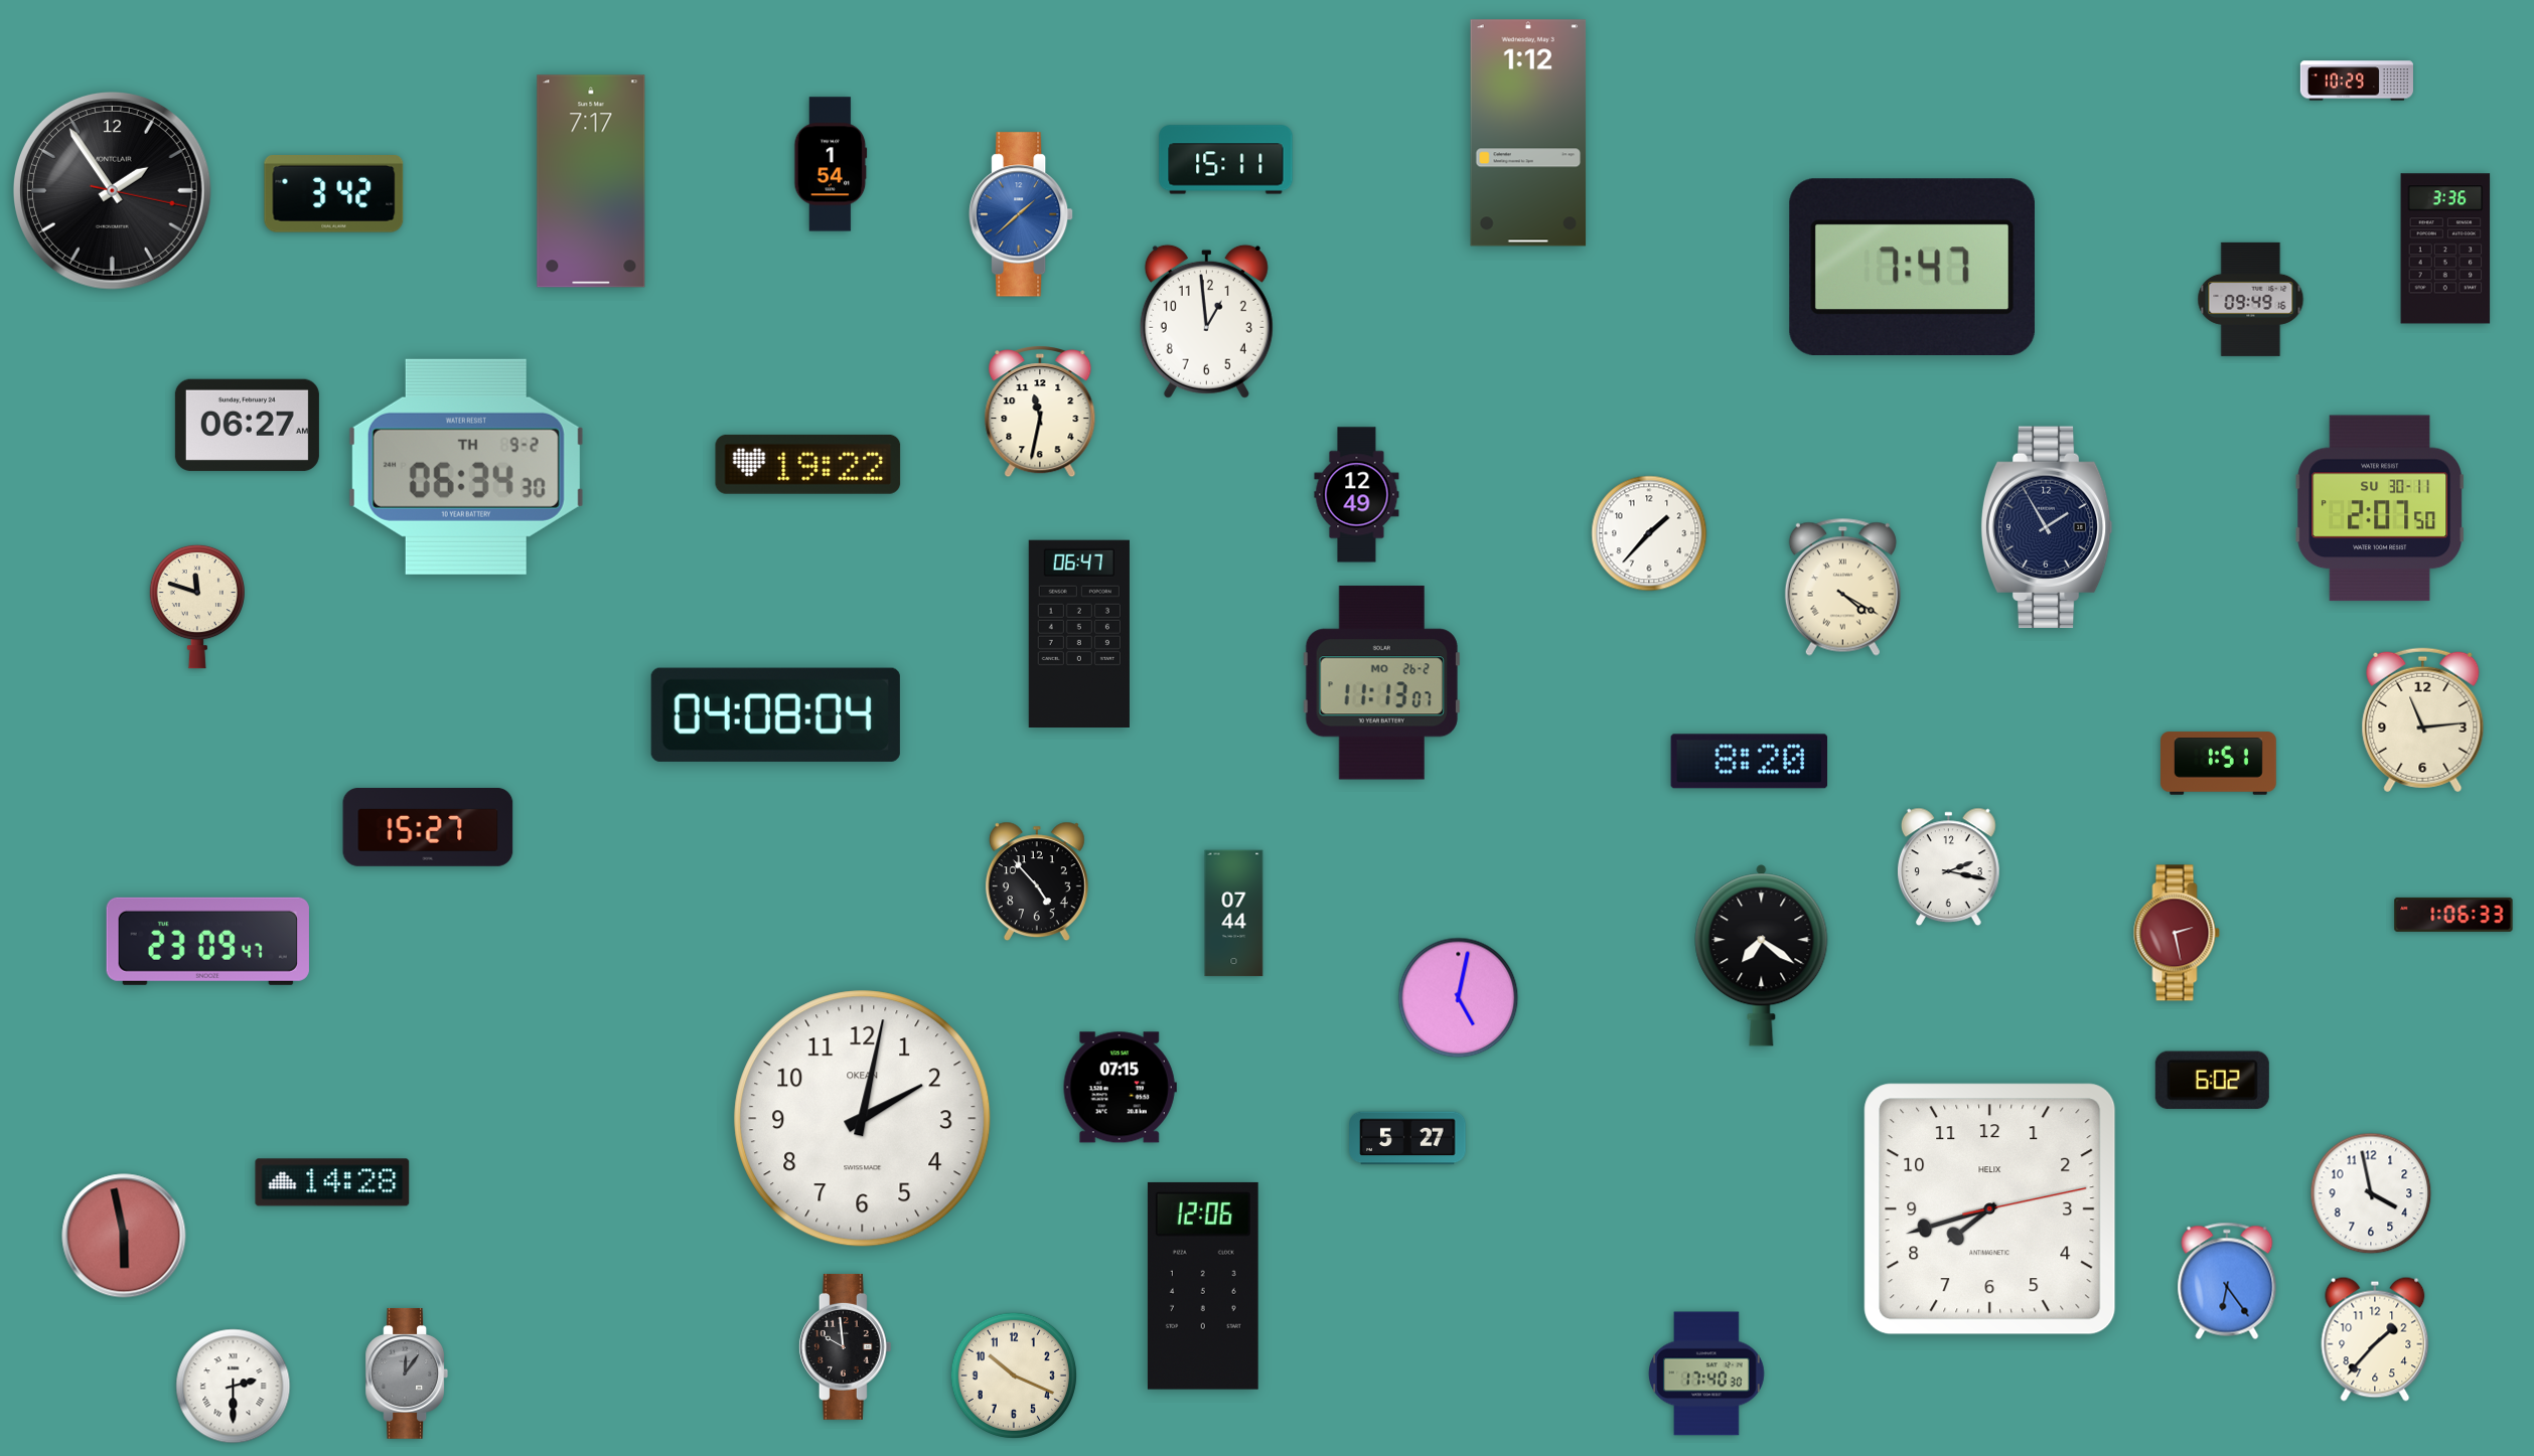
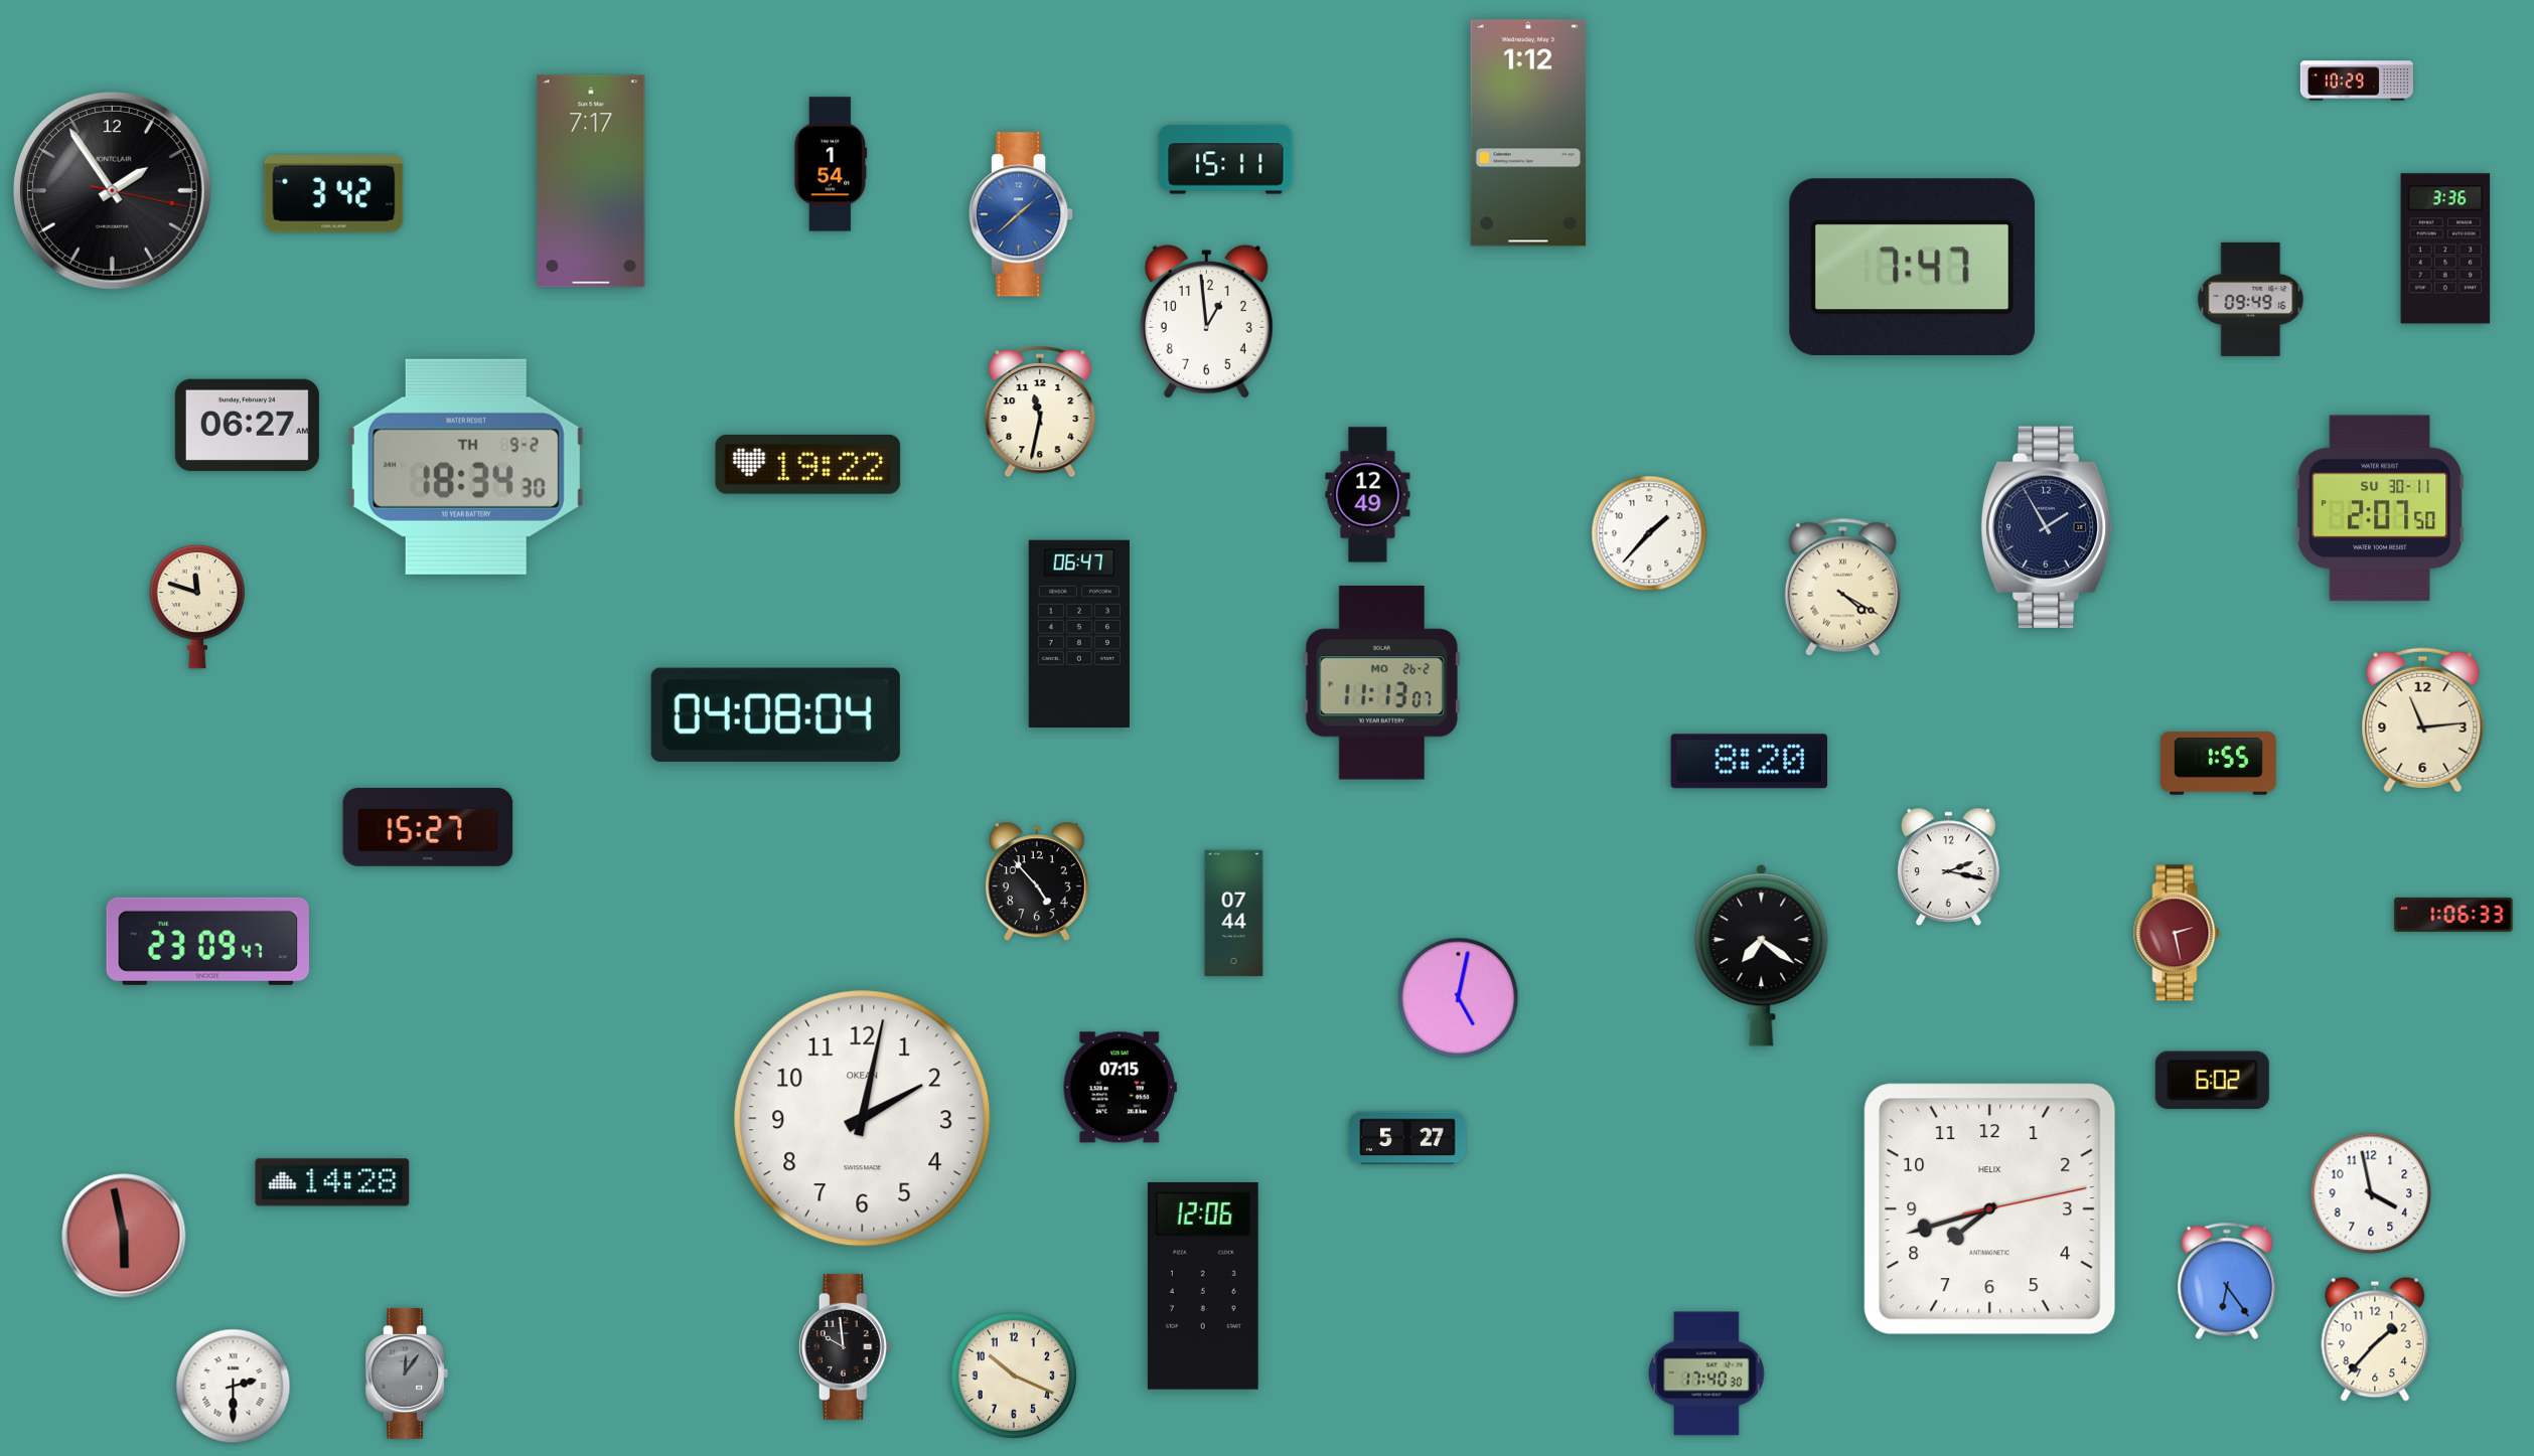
clock at (466, 467): 06:34 -> 18:34
clock at (1357, 495) position: (1357, 495) -> (1368, 495)
clock at (2219, 764): 1:51 -> 1:55
